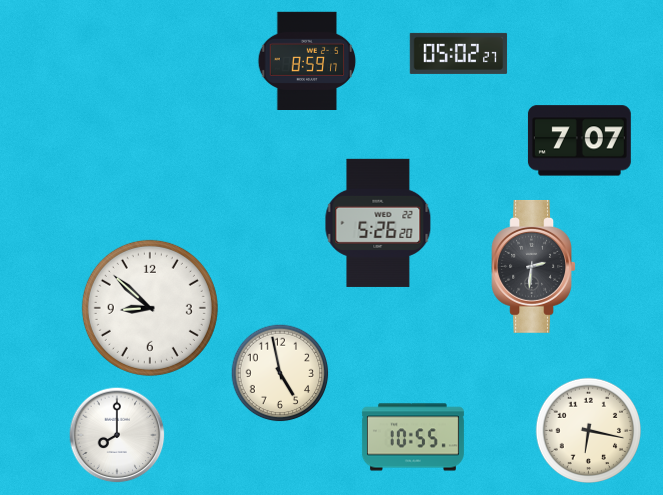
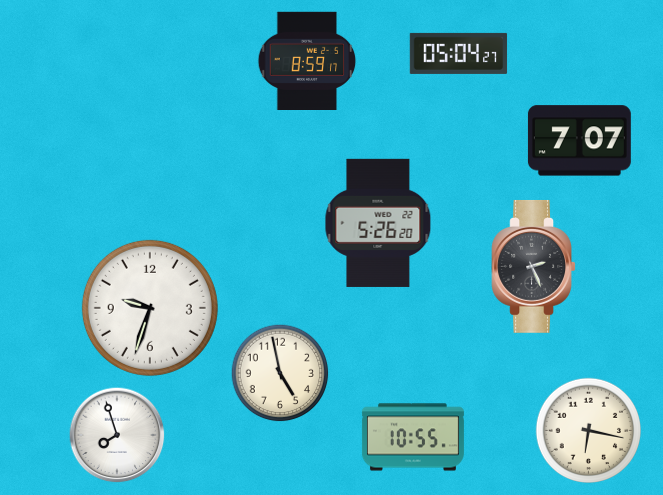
clock at (459, 53): 05:02 -> 05:04
clock at (533, 266): 2:31 -> 2:26
clock at (150, 308): 8:52 -> 9:33
clock at (117, 435): 8:00 -> 7:57
